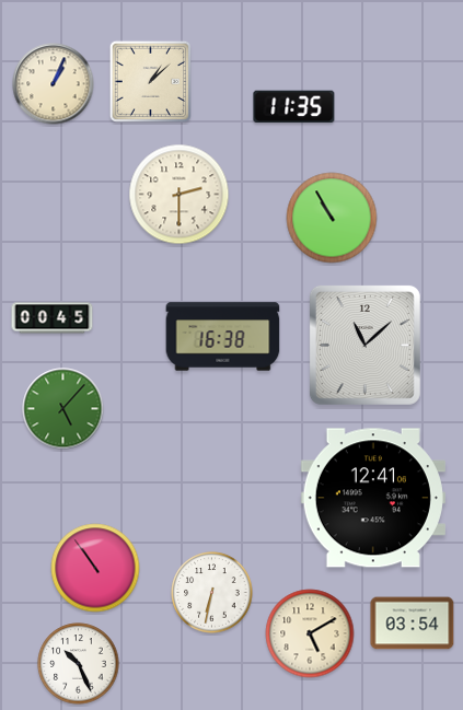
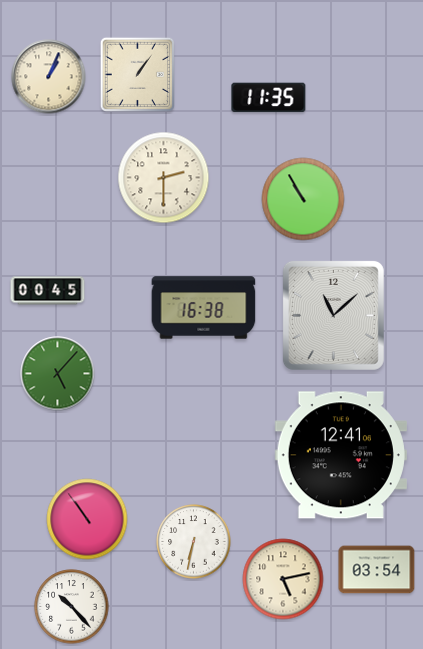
clock at (150, 81): 1:08 -> 1:06
clock at (310, 633): 5:10 -> 5:13
clock at (79, 664): 10:26 -> 10:23
